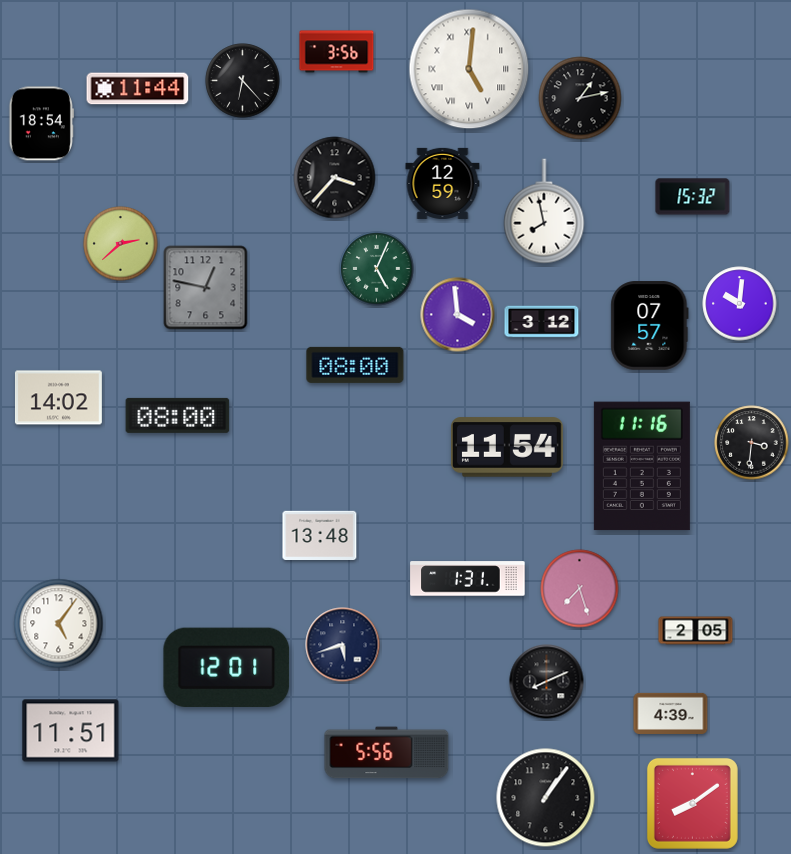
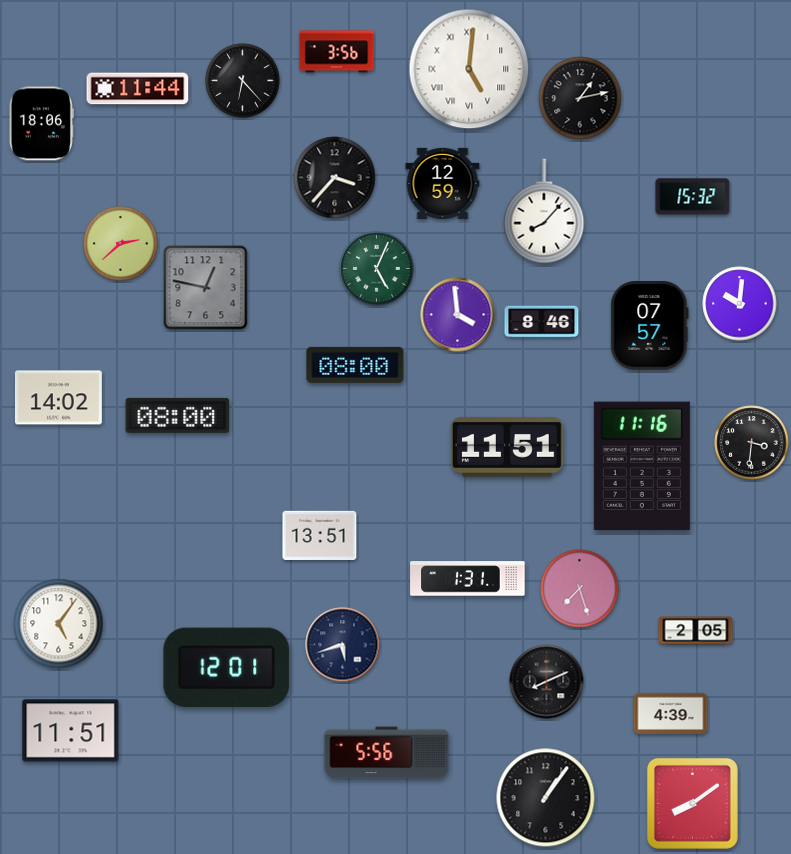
clock at (41, 124): 18:54 -> 18:06
clock at (544, 211): 7:58 -> 8:07
clock at (542, 322): 3:12 -> 8:46
clock at (507, 447): 11:54 -> 11:51
clock at (320, 535): 13:48 -> 13:51
